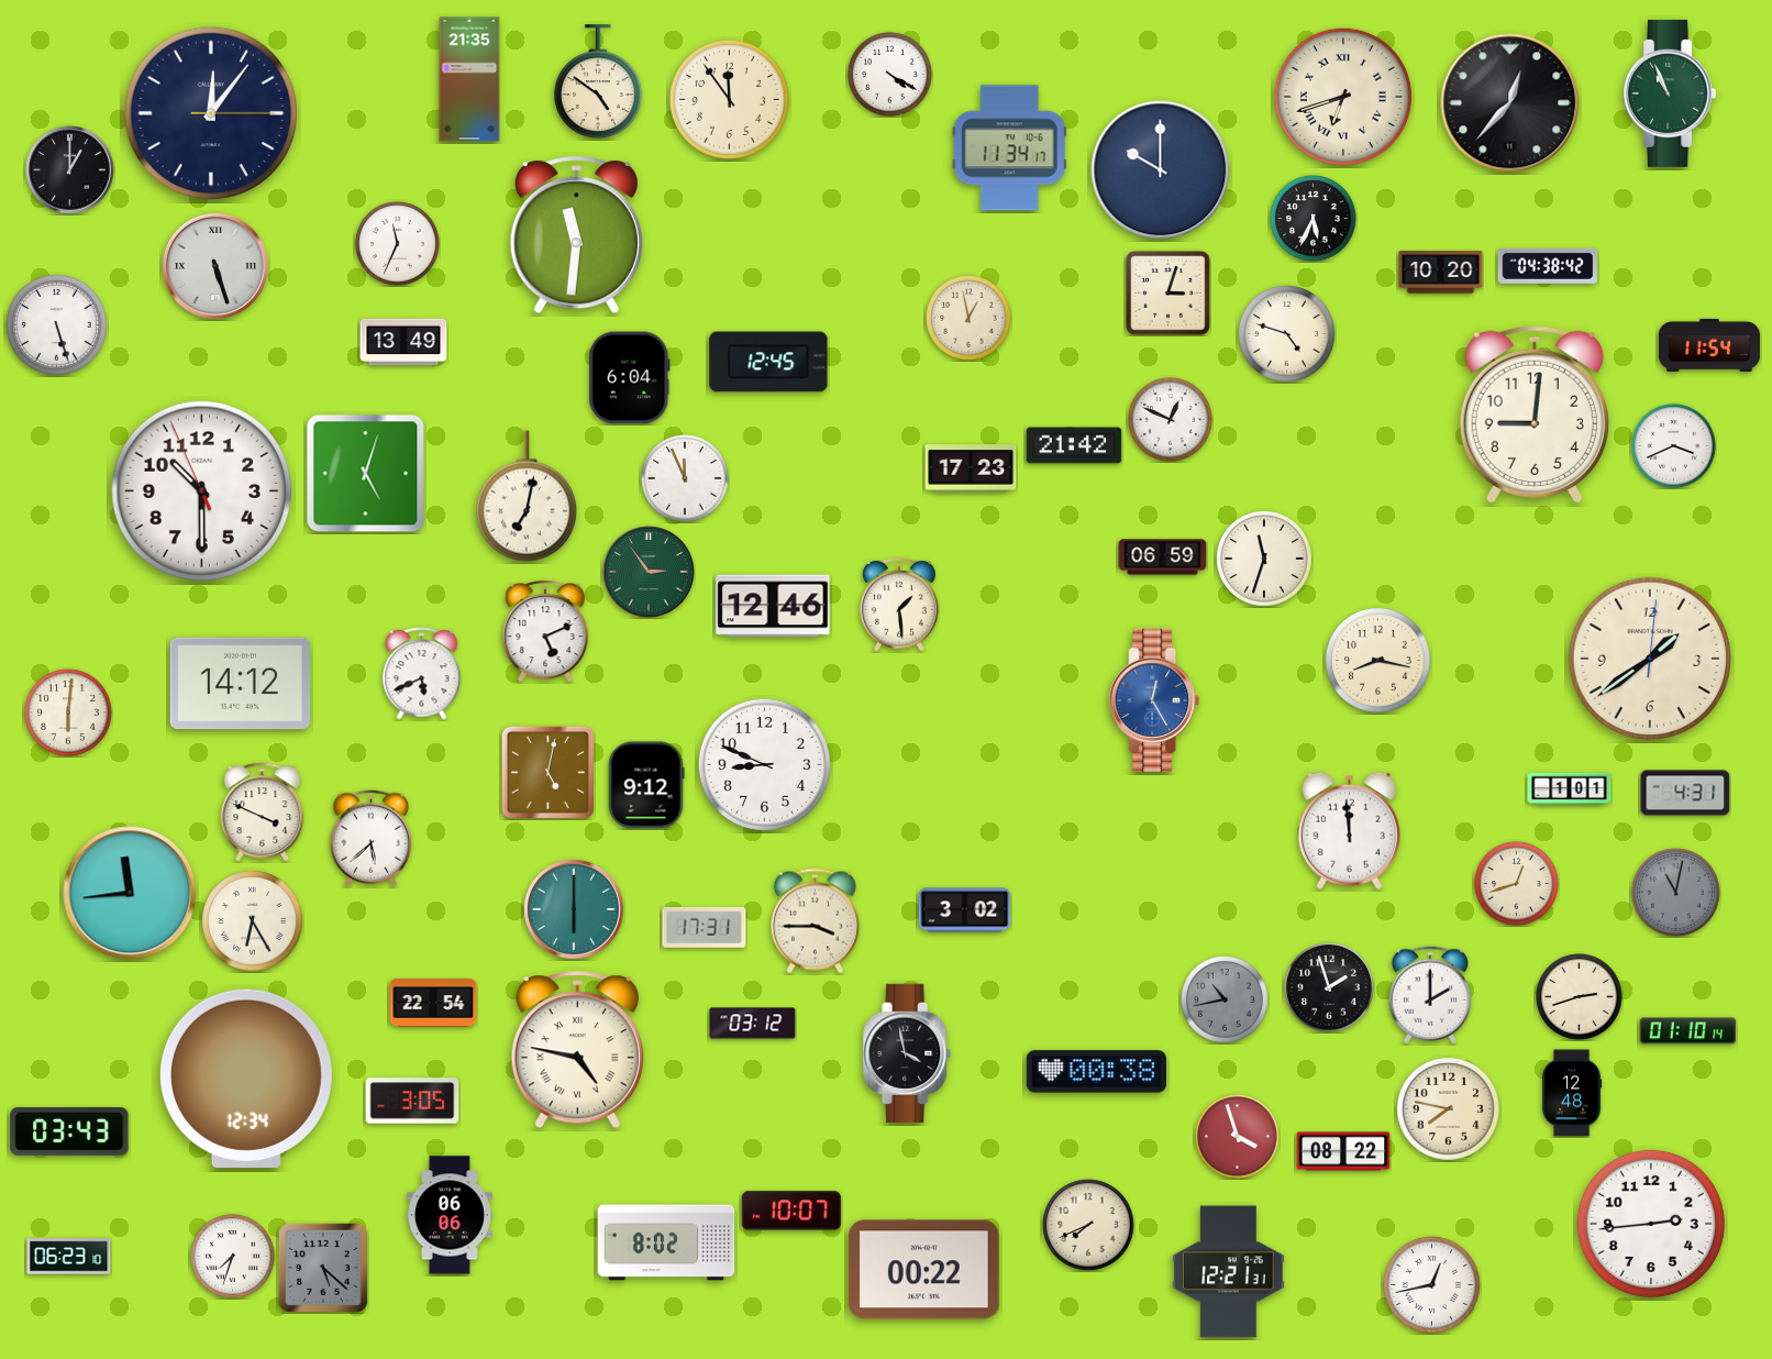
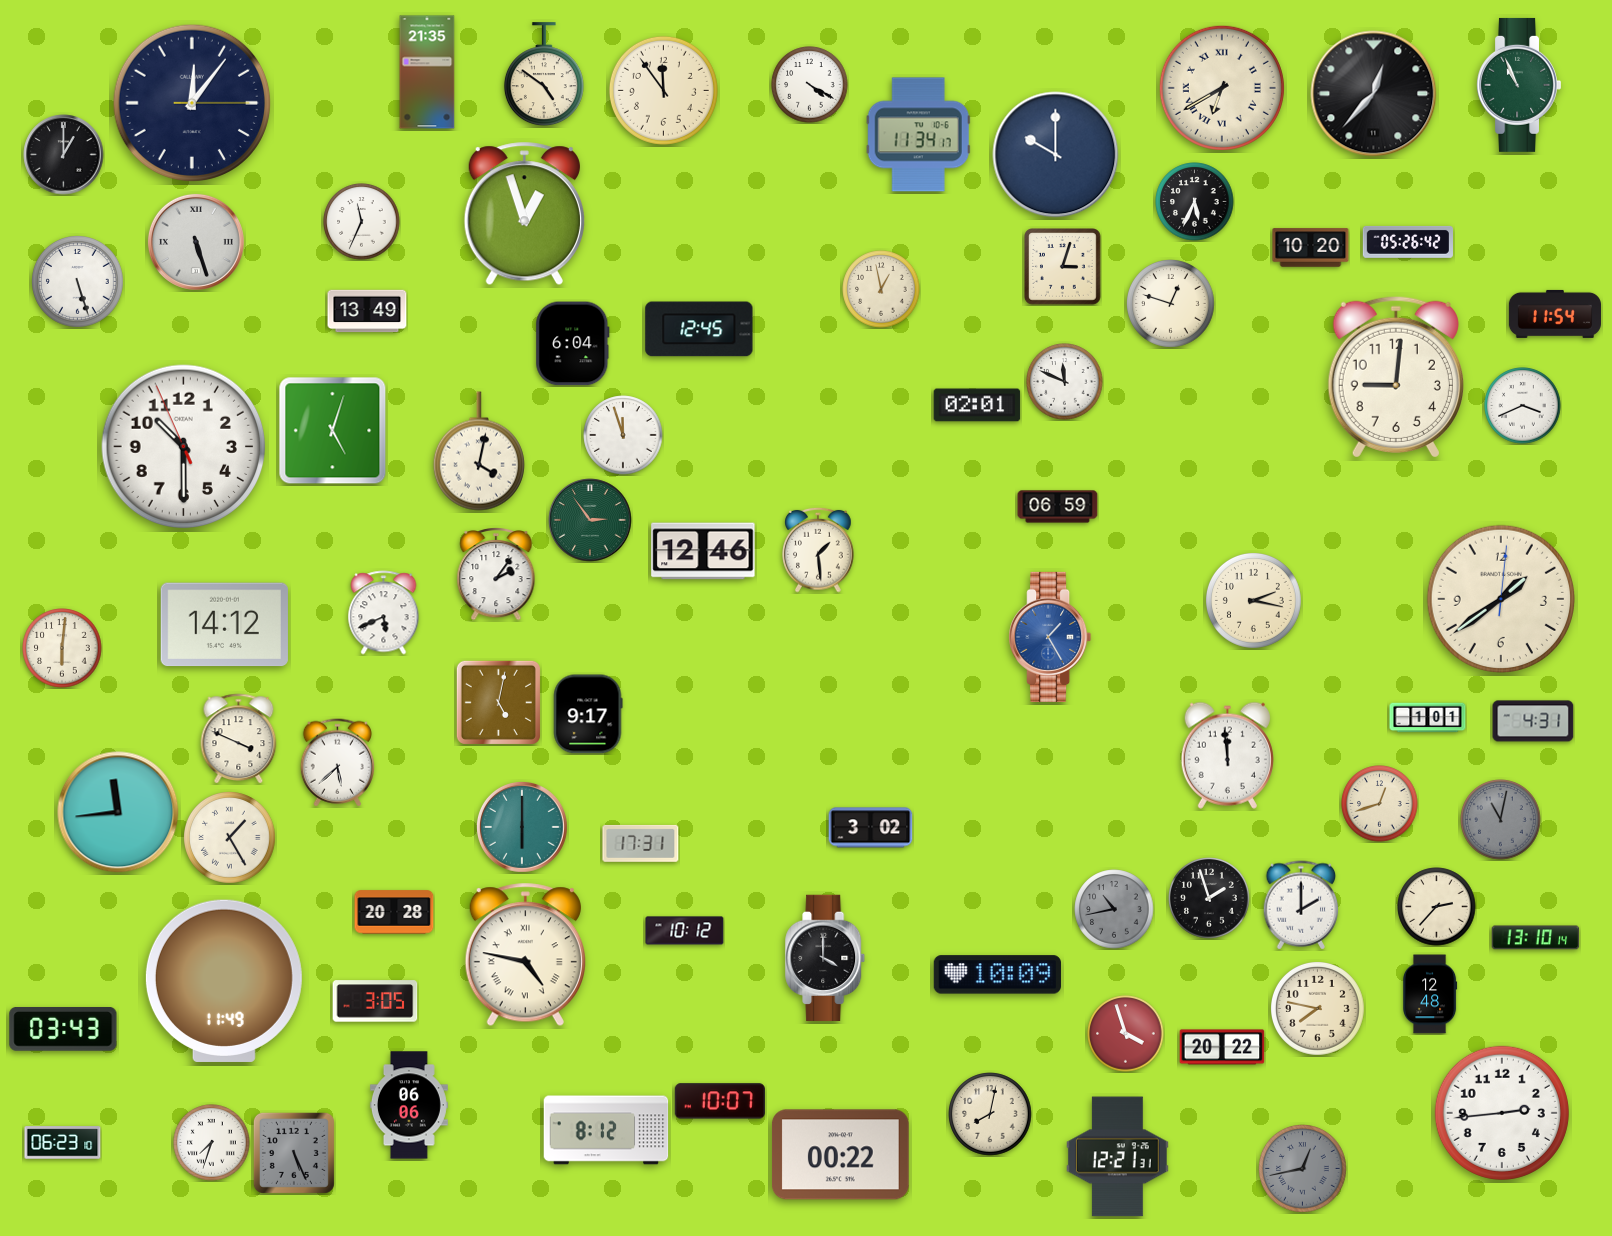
clock at (890, 75) position: (890, 75) -> (810, 85)
clock at (1343, 97): 6:42 -> 6:40
clock at (1314, 219) position: (1314, 219) -> (1195, 202)
clock at (576, 235): 11:31 -> 12:57
clock at (1547, 266): 04:38 -> 05:26
clock at (57, 325) position: (57, 325) -> (78, 282)
clock at (1287, 334): 4:48 -> 12:48
clock at (1171, 420): 12:49 -> 11:49
clock at (1074, 445): 21:42 -> 02:01
clock at (971, 468): 17:23 -> none
clock at (685, 478): 11:56 -> 11:57
clock at (527, 496): 7:02 -> 4:02
clock at (1264, 559): 11:33 -> none
clock at (545, 631): 5:11 -> 2:06
clock at (1377, 660): 8:17 -> 2:17
clock at (240, 684) position: (240, 684) -> (224, 625)
clock at (1154, 700): 12:25 -> 1:25
clock at (764, 764): 8:49 -> none
clock at (646, 785): 9:12 -> 9:17
clock at (1676, 893) position: (1676, 893) -> (1501, 820)
clock at (965, 910) position: (965, 910) -> (871, 828)
clock at (253, 921): 6:25 -> 1:25
clock at (815, 921): 3:45 -> none
clock at (1580, 997): 2:42 -> 2:37
clock at (433, 1003): 22:54 -> 20:28
clock at (753, 1024): 03:12 -> 10:12
clock at (1688, 1031): 01:10 -> 13:10
clock at (908, 1052): 3:58 -> 4:00
clock at (1096, 1072): 00:38 -> 10:09
clock at (246, 1079): 12:34 -> 11:49
clock at (1343, 1151): 08:22 -> 20:22
clock at (1088, 1225): 7:41 -> 8:02
clock at (666, 1242): 8:02 -> 8:12
clock at (323, 1268): 5:22 -> 5:26
clock at (1432, 1285) dial: white -> grey
